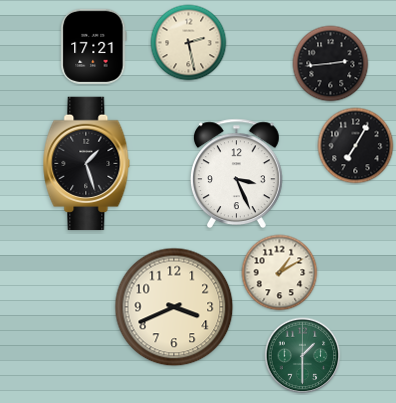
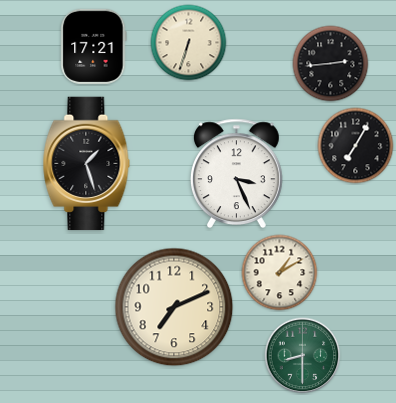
clock at (189, 43): 2:28 -> 6:33
clock at (174, 307): 3:41 -> 7:11
clock at (303, 356): 1:30 -> 8:30
